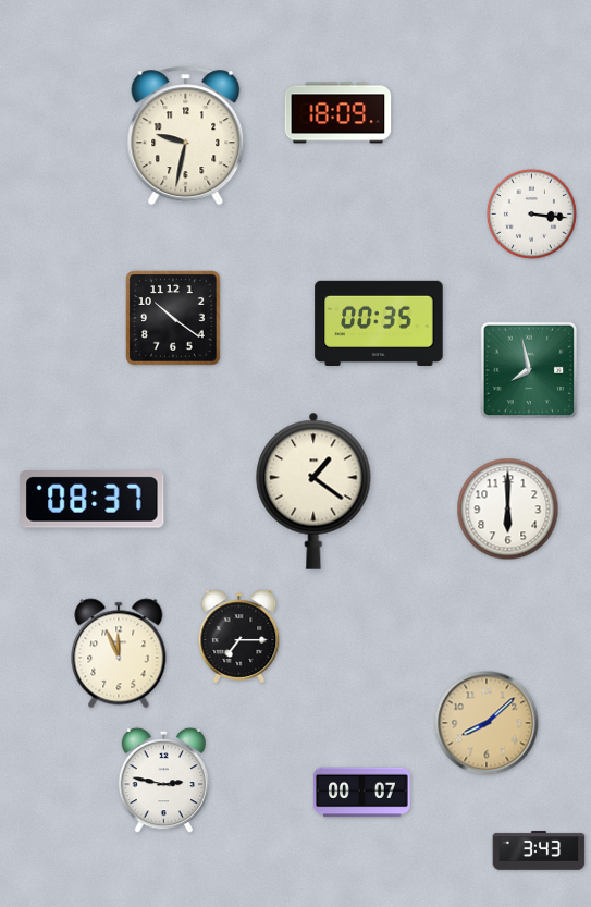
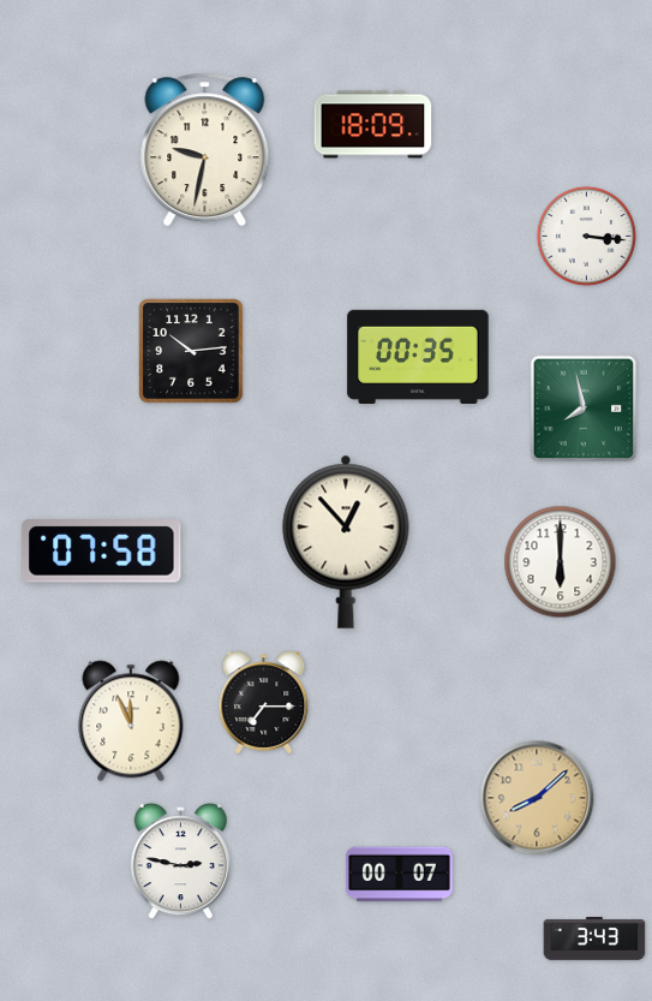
clock at (173, 318): 10:21 -> 10:14
clock at (313, 491): 1:21 -> 12:53
clock at (93, 500): 08:37 -> 07:58
